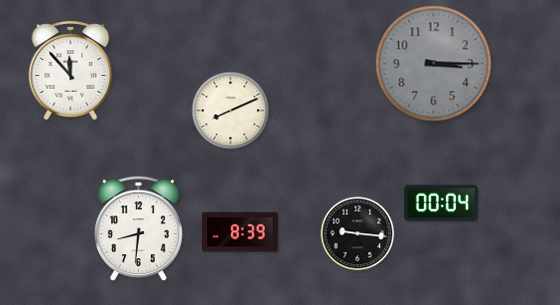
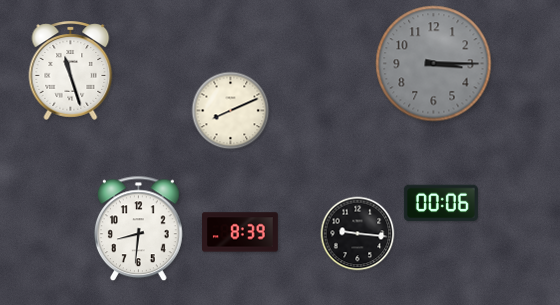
clock at (71, 70): 11:53 -> 11:27
clock at (441, 203): 00:04 -> 00:06
